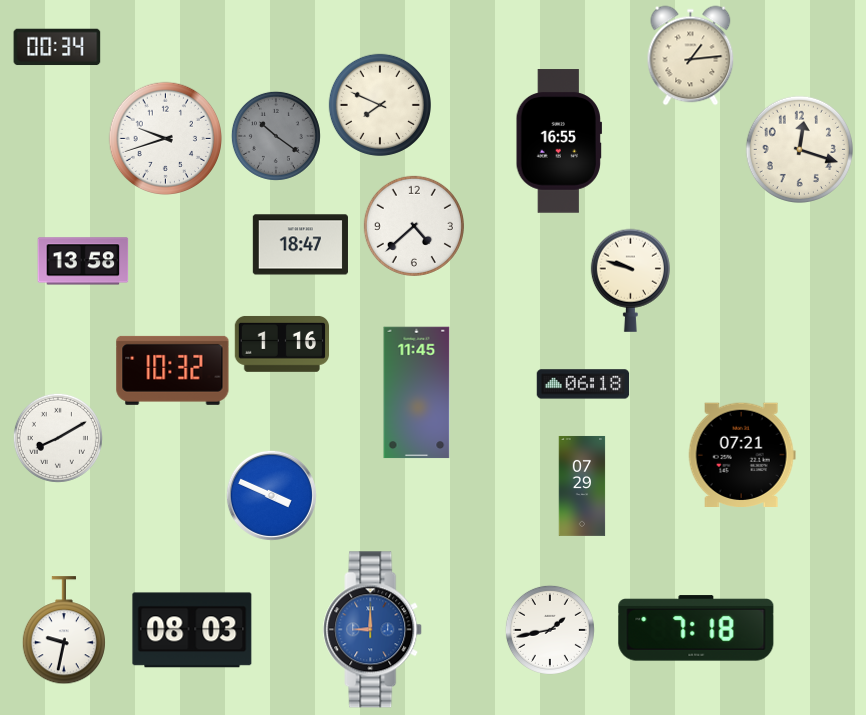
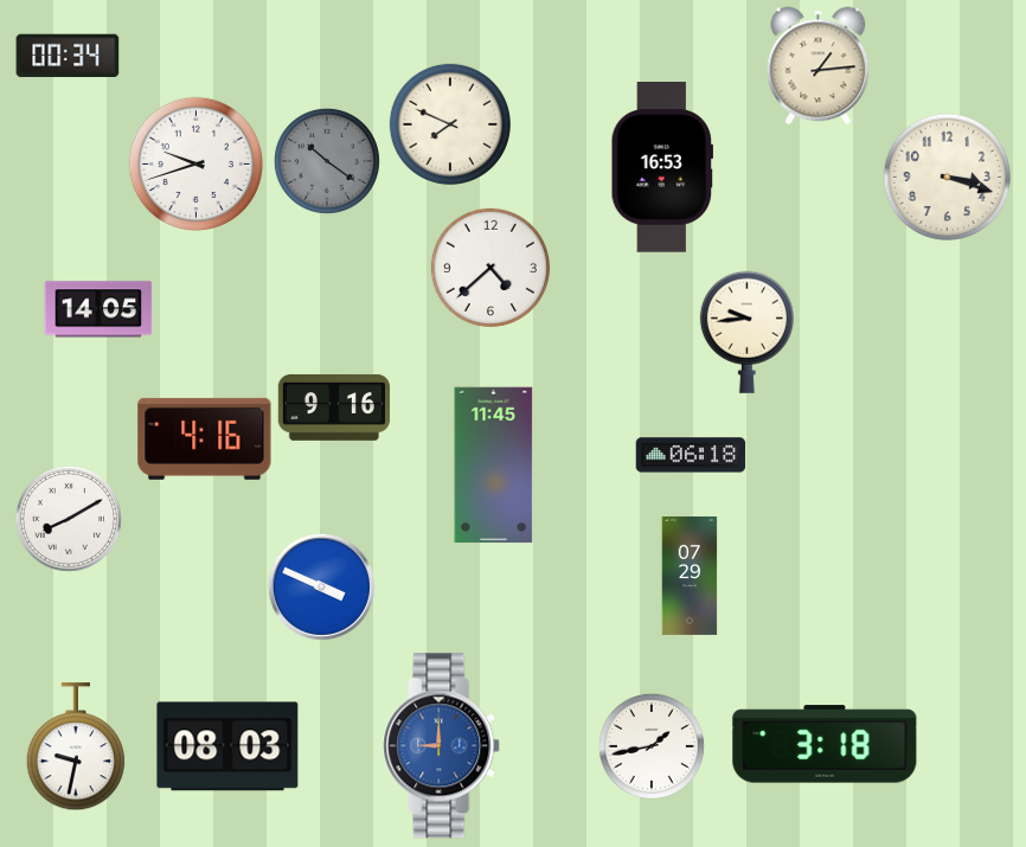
clock at (558, 141): 16:55 -> 16:53
clock at (799, 149): 12:18 -> 3:18
clock at (300, 245): 18:47 -> none
clock at (83, 261): 13:58 -> 14:05
clock at (630, 280): 9:48 -> 9:44
clock at (281, 344): 1:16 -> 9:16
clock at (173, 370): 10:32 -> 4:16
clock at (742, 454): 07:21 -> none
clock at (696, 628): 7:18 -> 3:18
